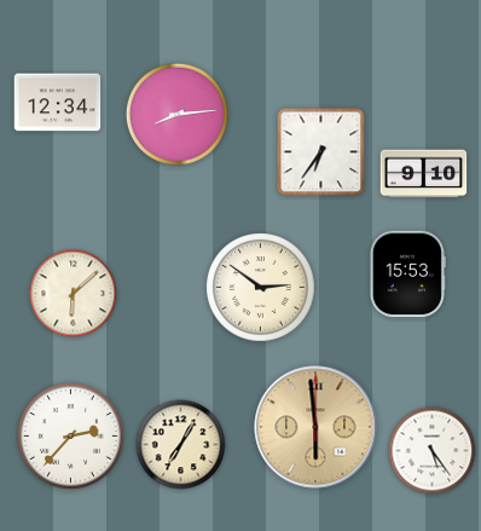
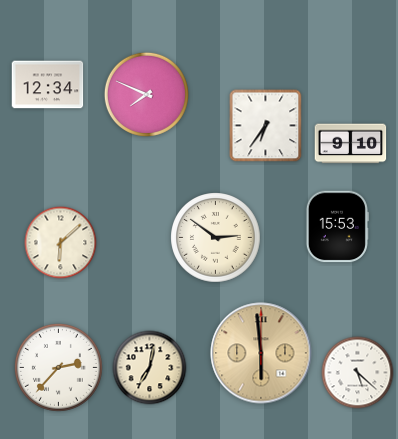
clock at (176, 114): 8:14 -> 7:49
clock at (70, 435) position: (70, 435) -> (58, 367)
clock at (181, 445): 7:05 -> 7:02
clock at (433, 451): 5:24 -> 5:22
